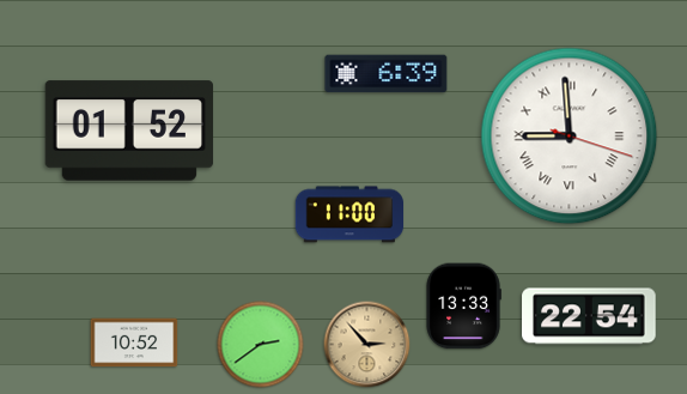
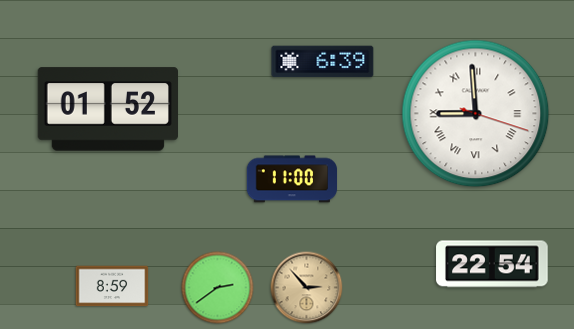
clock at (463, 307): 13:33 -> none
clock at (134, 343): 10:52 -> 8:59
